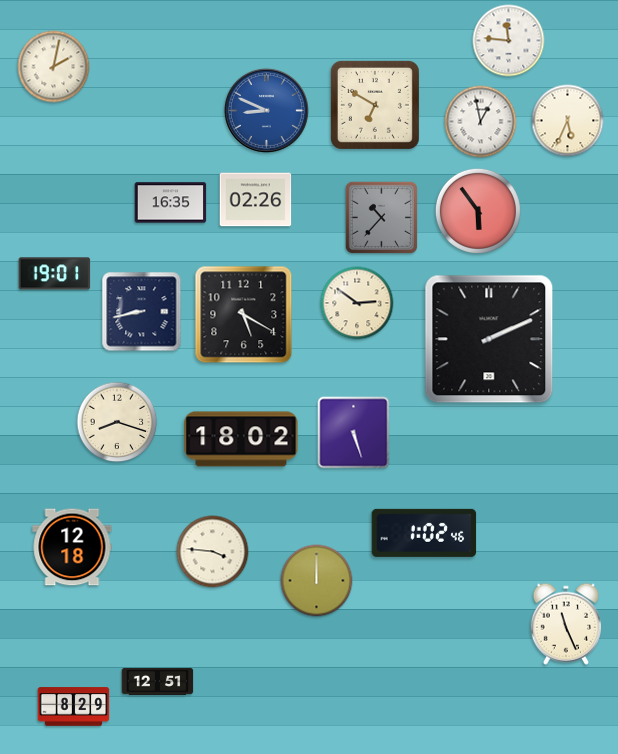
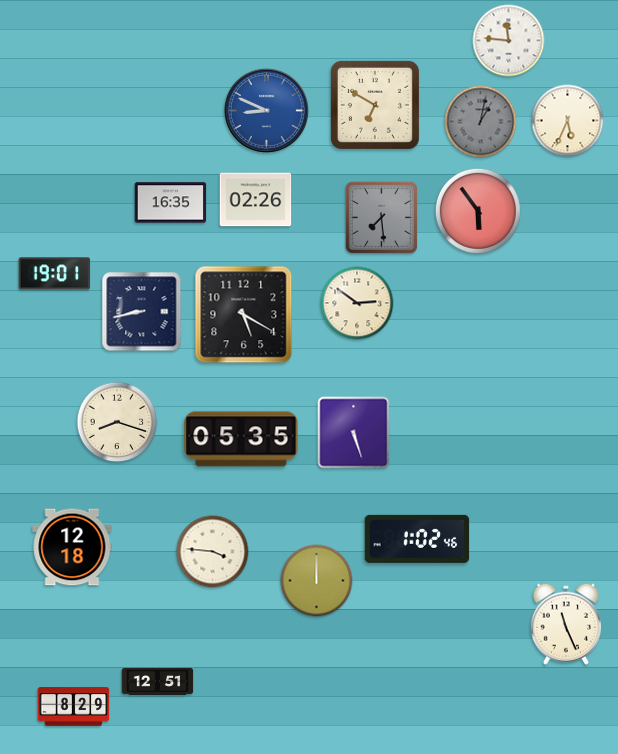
clock at (54, 67): 2:02 -> none
clock at (481, 122): 12:58 -> 1:02
clock at (481, 122) dial: white -> grey
clock at (381, 217): 10:37 -> 7:29
clock at (489, 339): 2:11 -> none
clock at (241, 439): 18:02 -> 05:35
clock at (424, 533) position: (424, 533) -> (417, 539)
